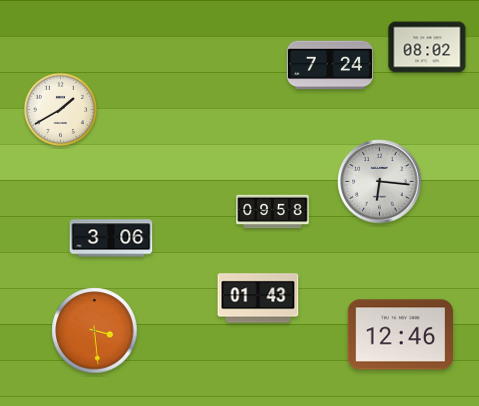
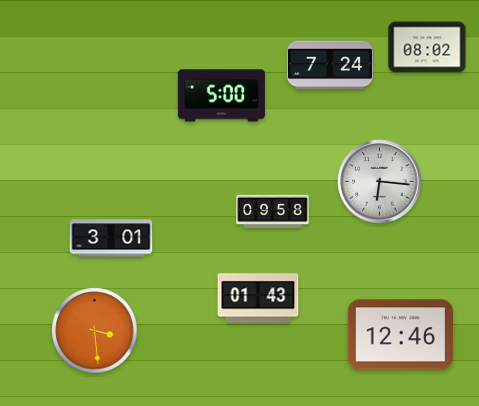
clock at (221, 96): none -> 5:00
clock at (60, 109): 1:40 -> none
clock at (111, 238): 3:06 -> 3:01
